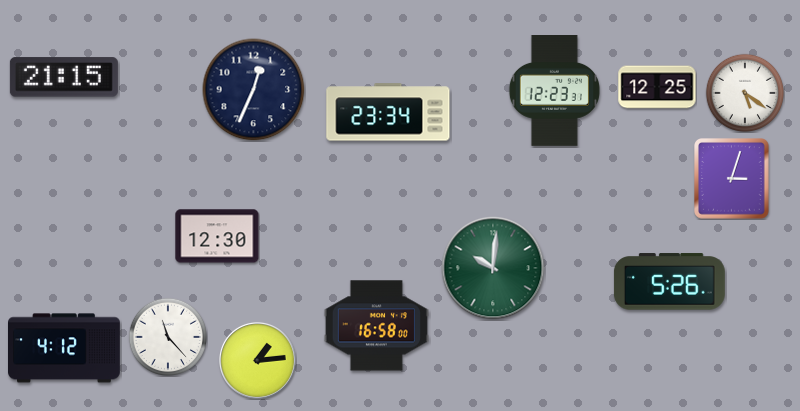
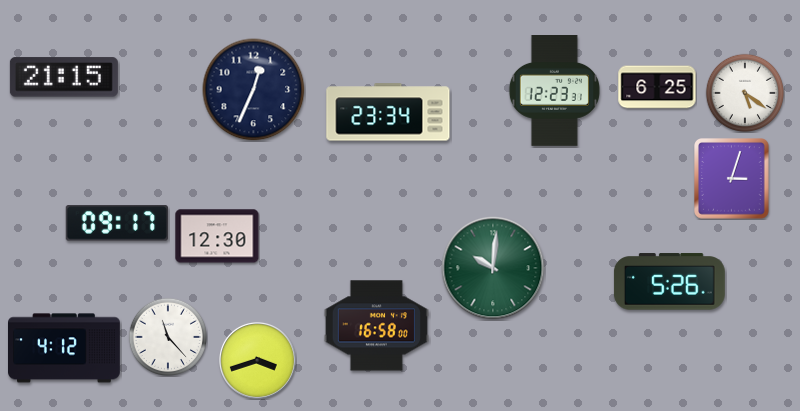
clock at (657, 87): 12:25 -> 6:25
clock at (117, 223): none -> 09:17
clock at (257, 360): 1:14 -> 3:42
